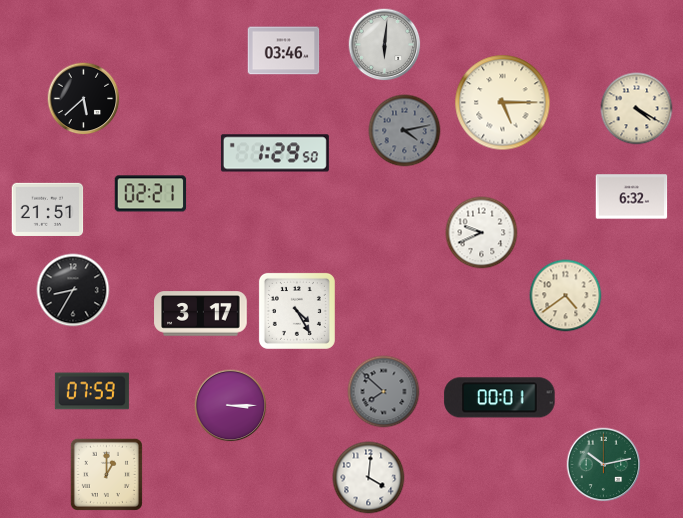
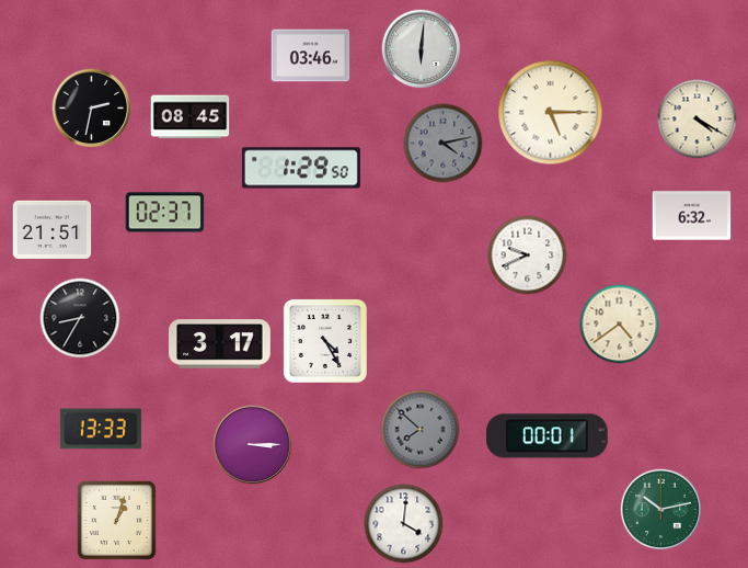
clock at (84, 99): 5:38 -> 2:32
clock at (191, 117): none -> 08:45
clock at (151, 194): 02:21 -> 02:37
clock at (92, 391): 07:59 -> 13:33
clock at (106, 474): 1:00 -> 1:03
